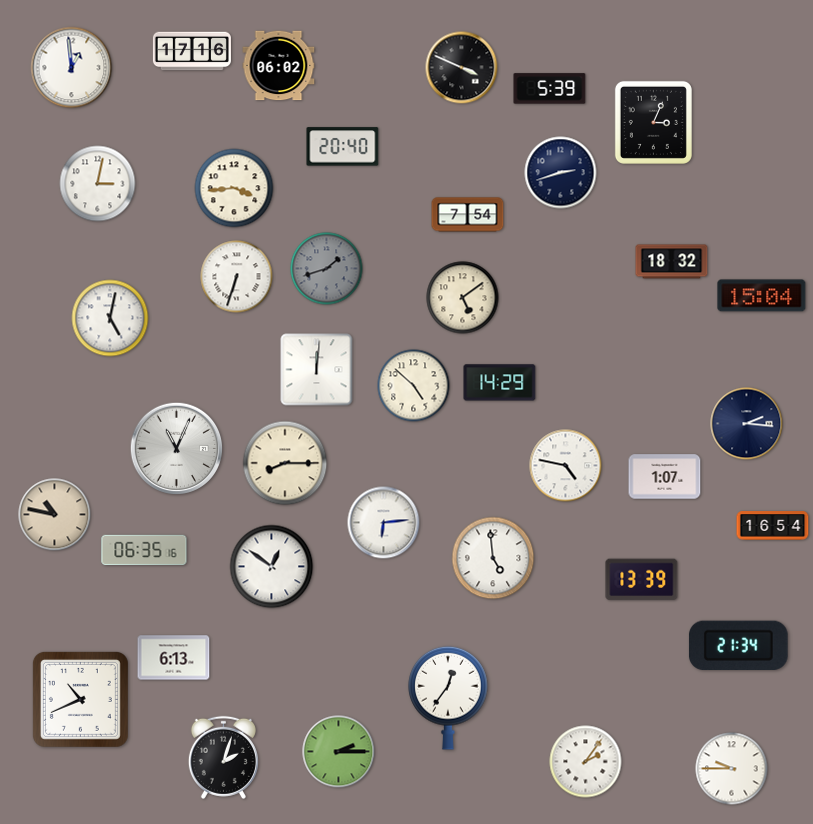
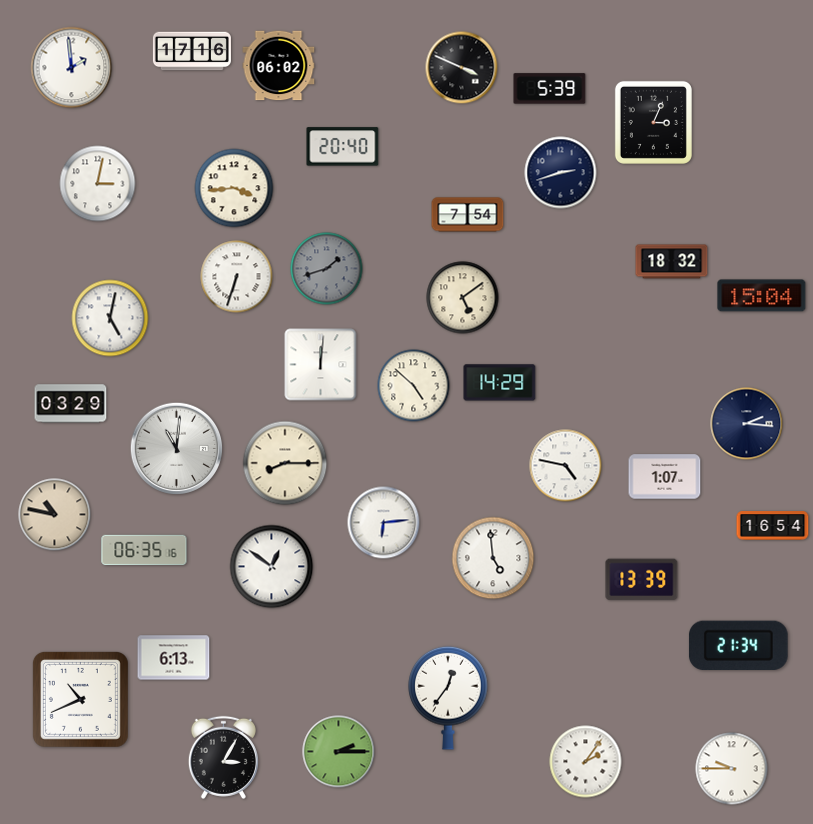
clock at (72, 68): 12:59 -> 1:59
clock at (317, 370) position: (317, 370) -> (321, 365)
clock at (71, 404): none -> 03:29
clock at (177, 449): 11:04 -> 11:01
clock at (223, 757): 2:03 -> 3:05
